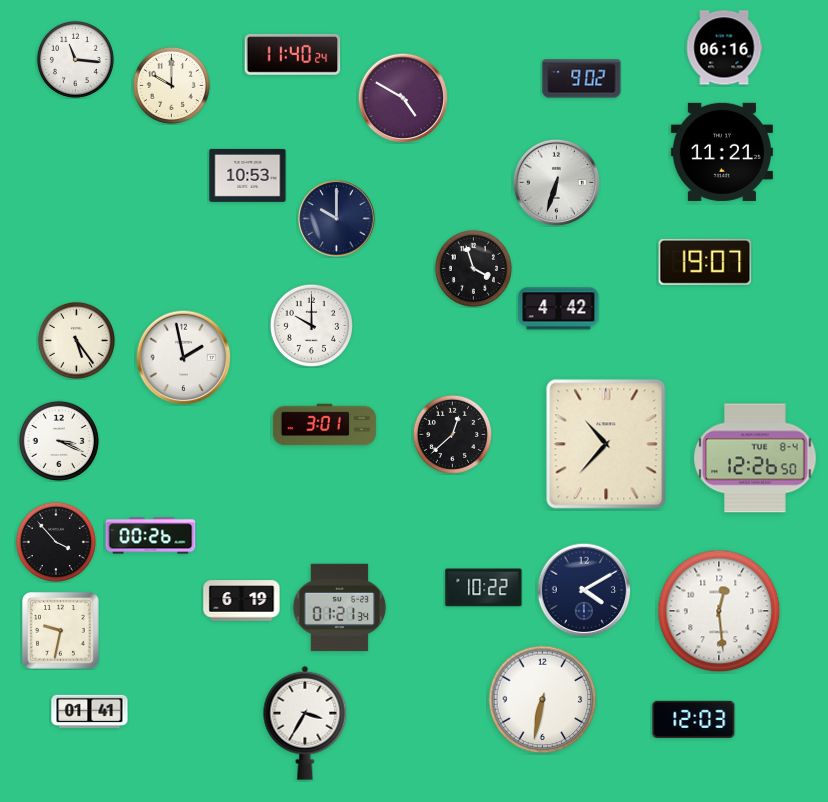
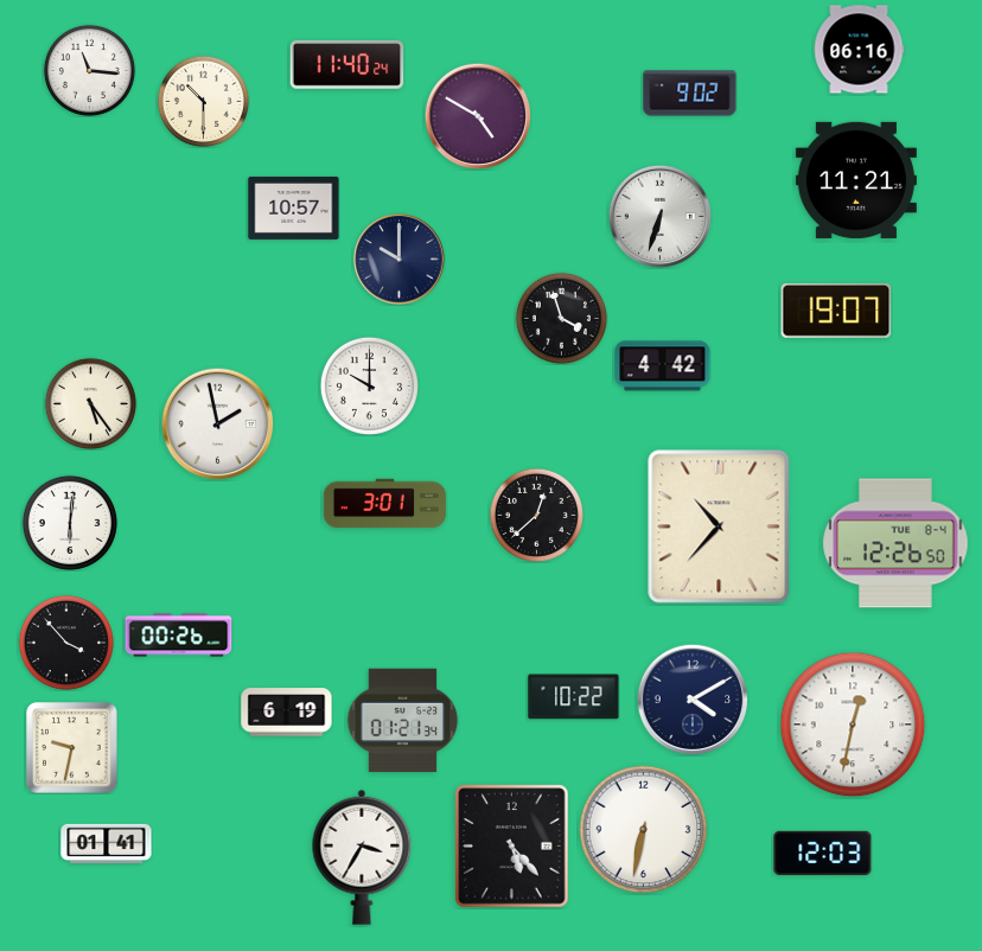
clock at (724, 48) position: (724, 48) -> (859, 50)
clock at (171, 85): 10:00 -> 10:30
clock at (248, 175): 10:53 -> 10:57
clock at (59, 441): 3:19 -> 6:01
clock at (719, 611): 12:29 -> 12:32
clock at (512, 847): none -> 5:23
